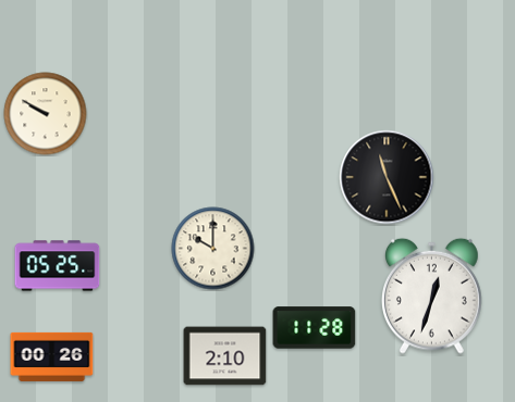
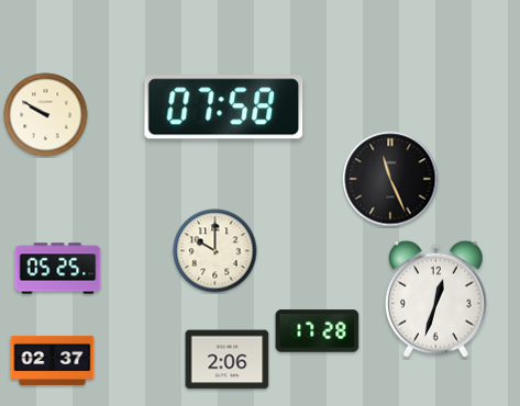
clock at (224, 108): none -> 07:58
clock at (315, 328): 11:28 -> 17:28
clock at (52, 356): 00:26 -> 02:37
clock at (225, 356): 2:10 -> 2:06
